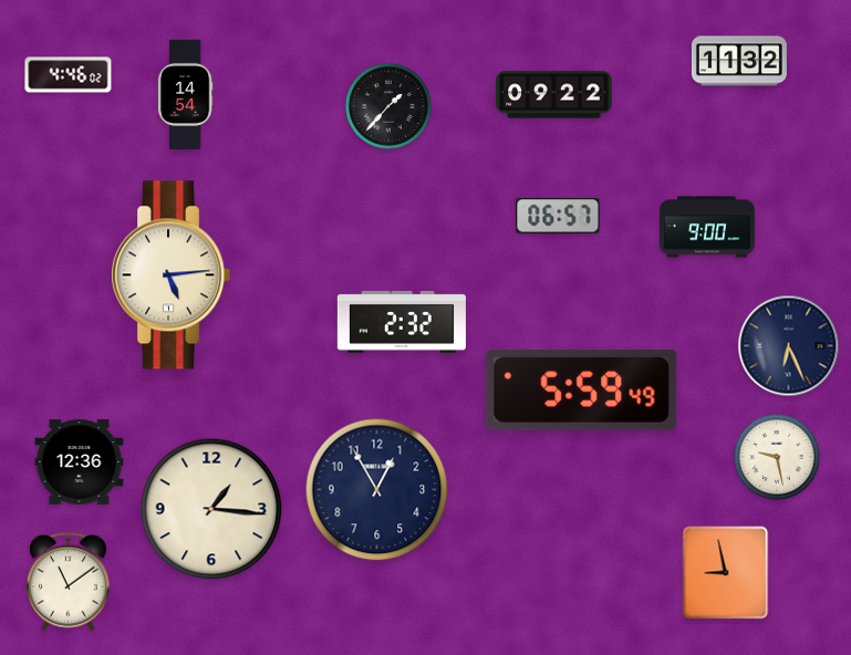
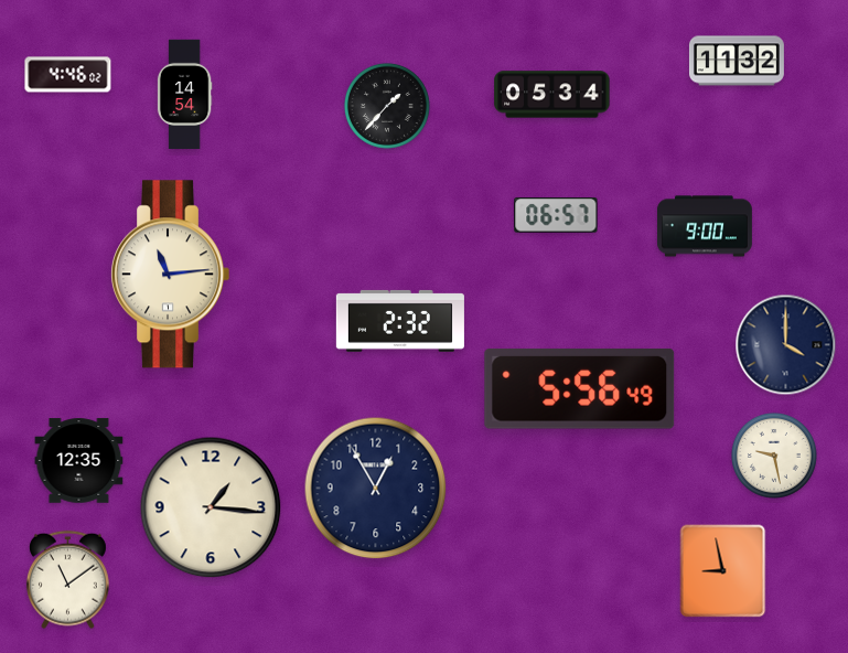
clock at (554, 95): 09:22 -> 05:34
clock at (170, 275): 5:14 -> 11:14
clock at (789, 346): 6:26 -> 4:00
clock at (582, 389): 5:59 -> 5:56
clock at (80, 462): 12:36 -> 12:35
